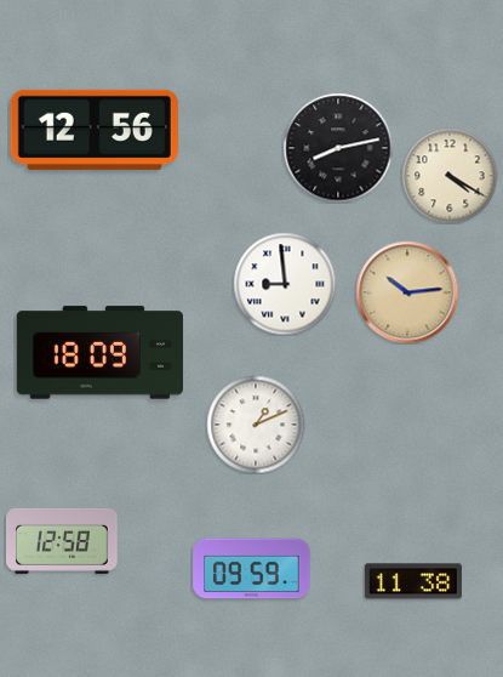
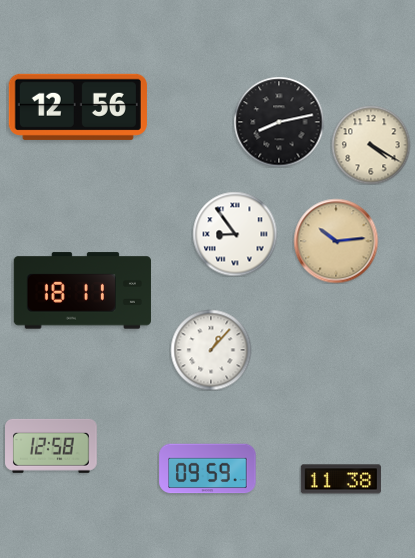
clock at (285, 284): 8:59 -> 8:54
clock at (99, 353): 18:09 -> 18:11
clock at (256, 425): 1:11 -> 1:07
